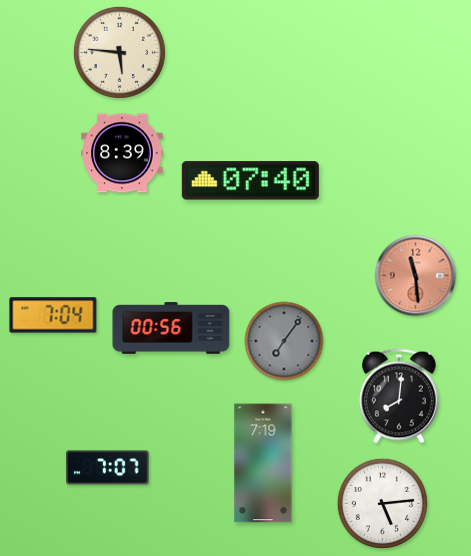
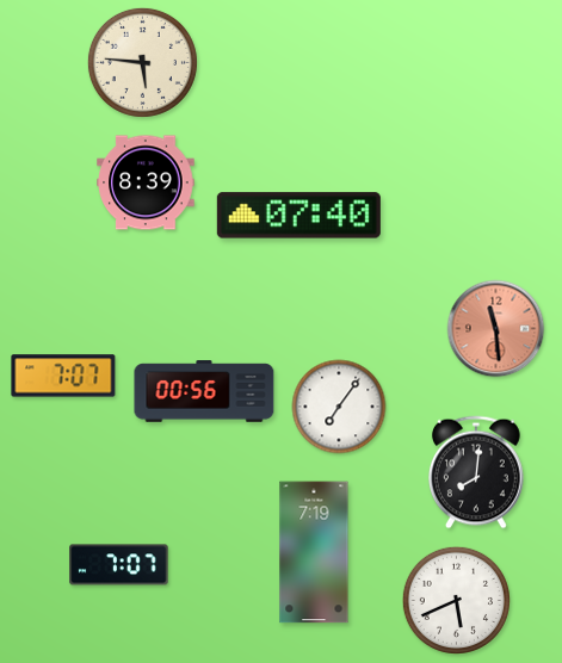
clock at (53, 315): 7:04 -> 7:07
clock at (284, 341) dial: grey -> white
clock at (108, 468) position: (108, 468) -> (119, 565)
clock at (382, 503): 5:14 -> 5:41
